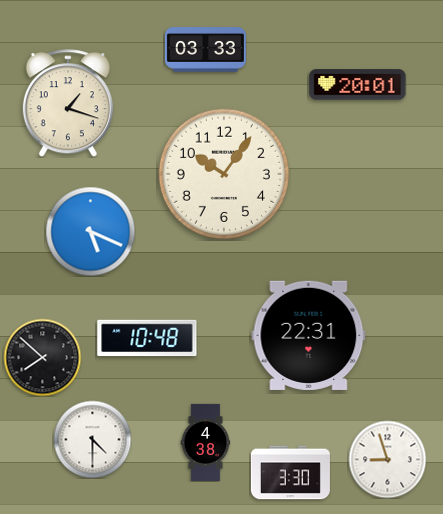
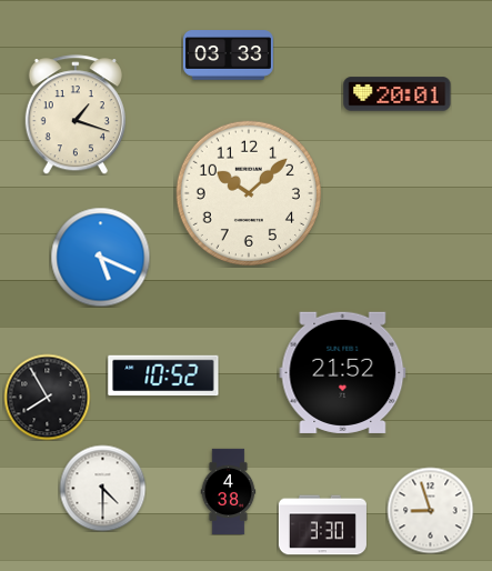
clock at (224, 174): 10:06 -> 10:08
clock at (309, 335): 22:31 -> 21:52
clock at (147, 338): 10:48 -> 10:52
clock at (42, 357): 7:52 -> 7:55
